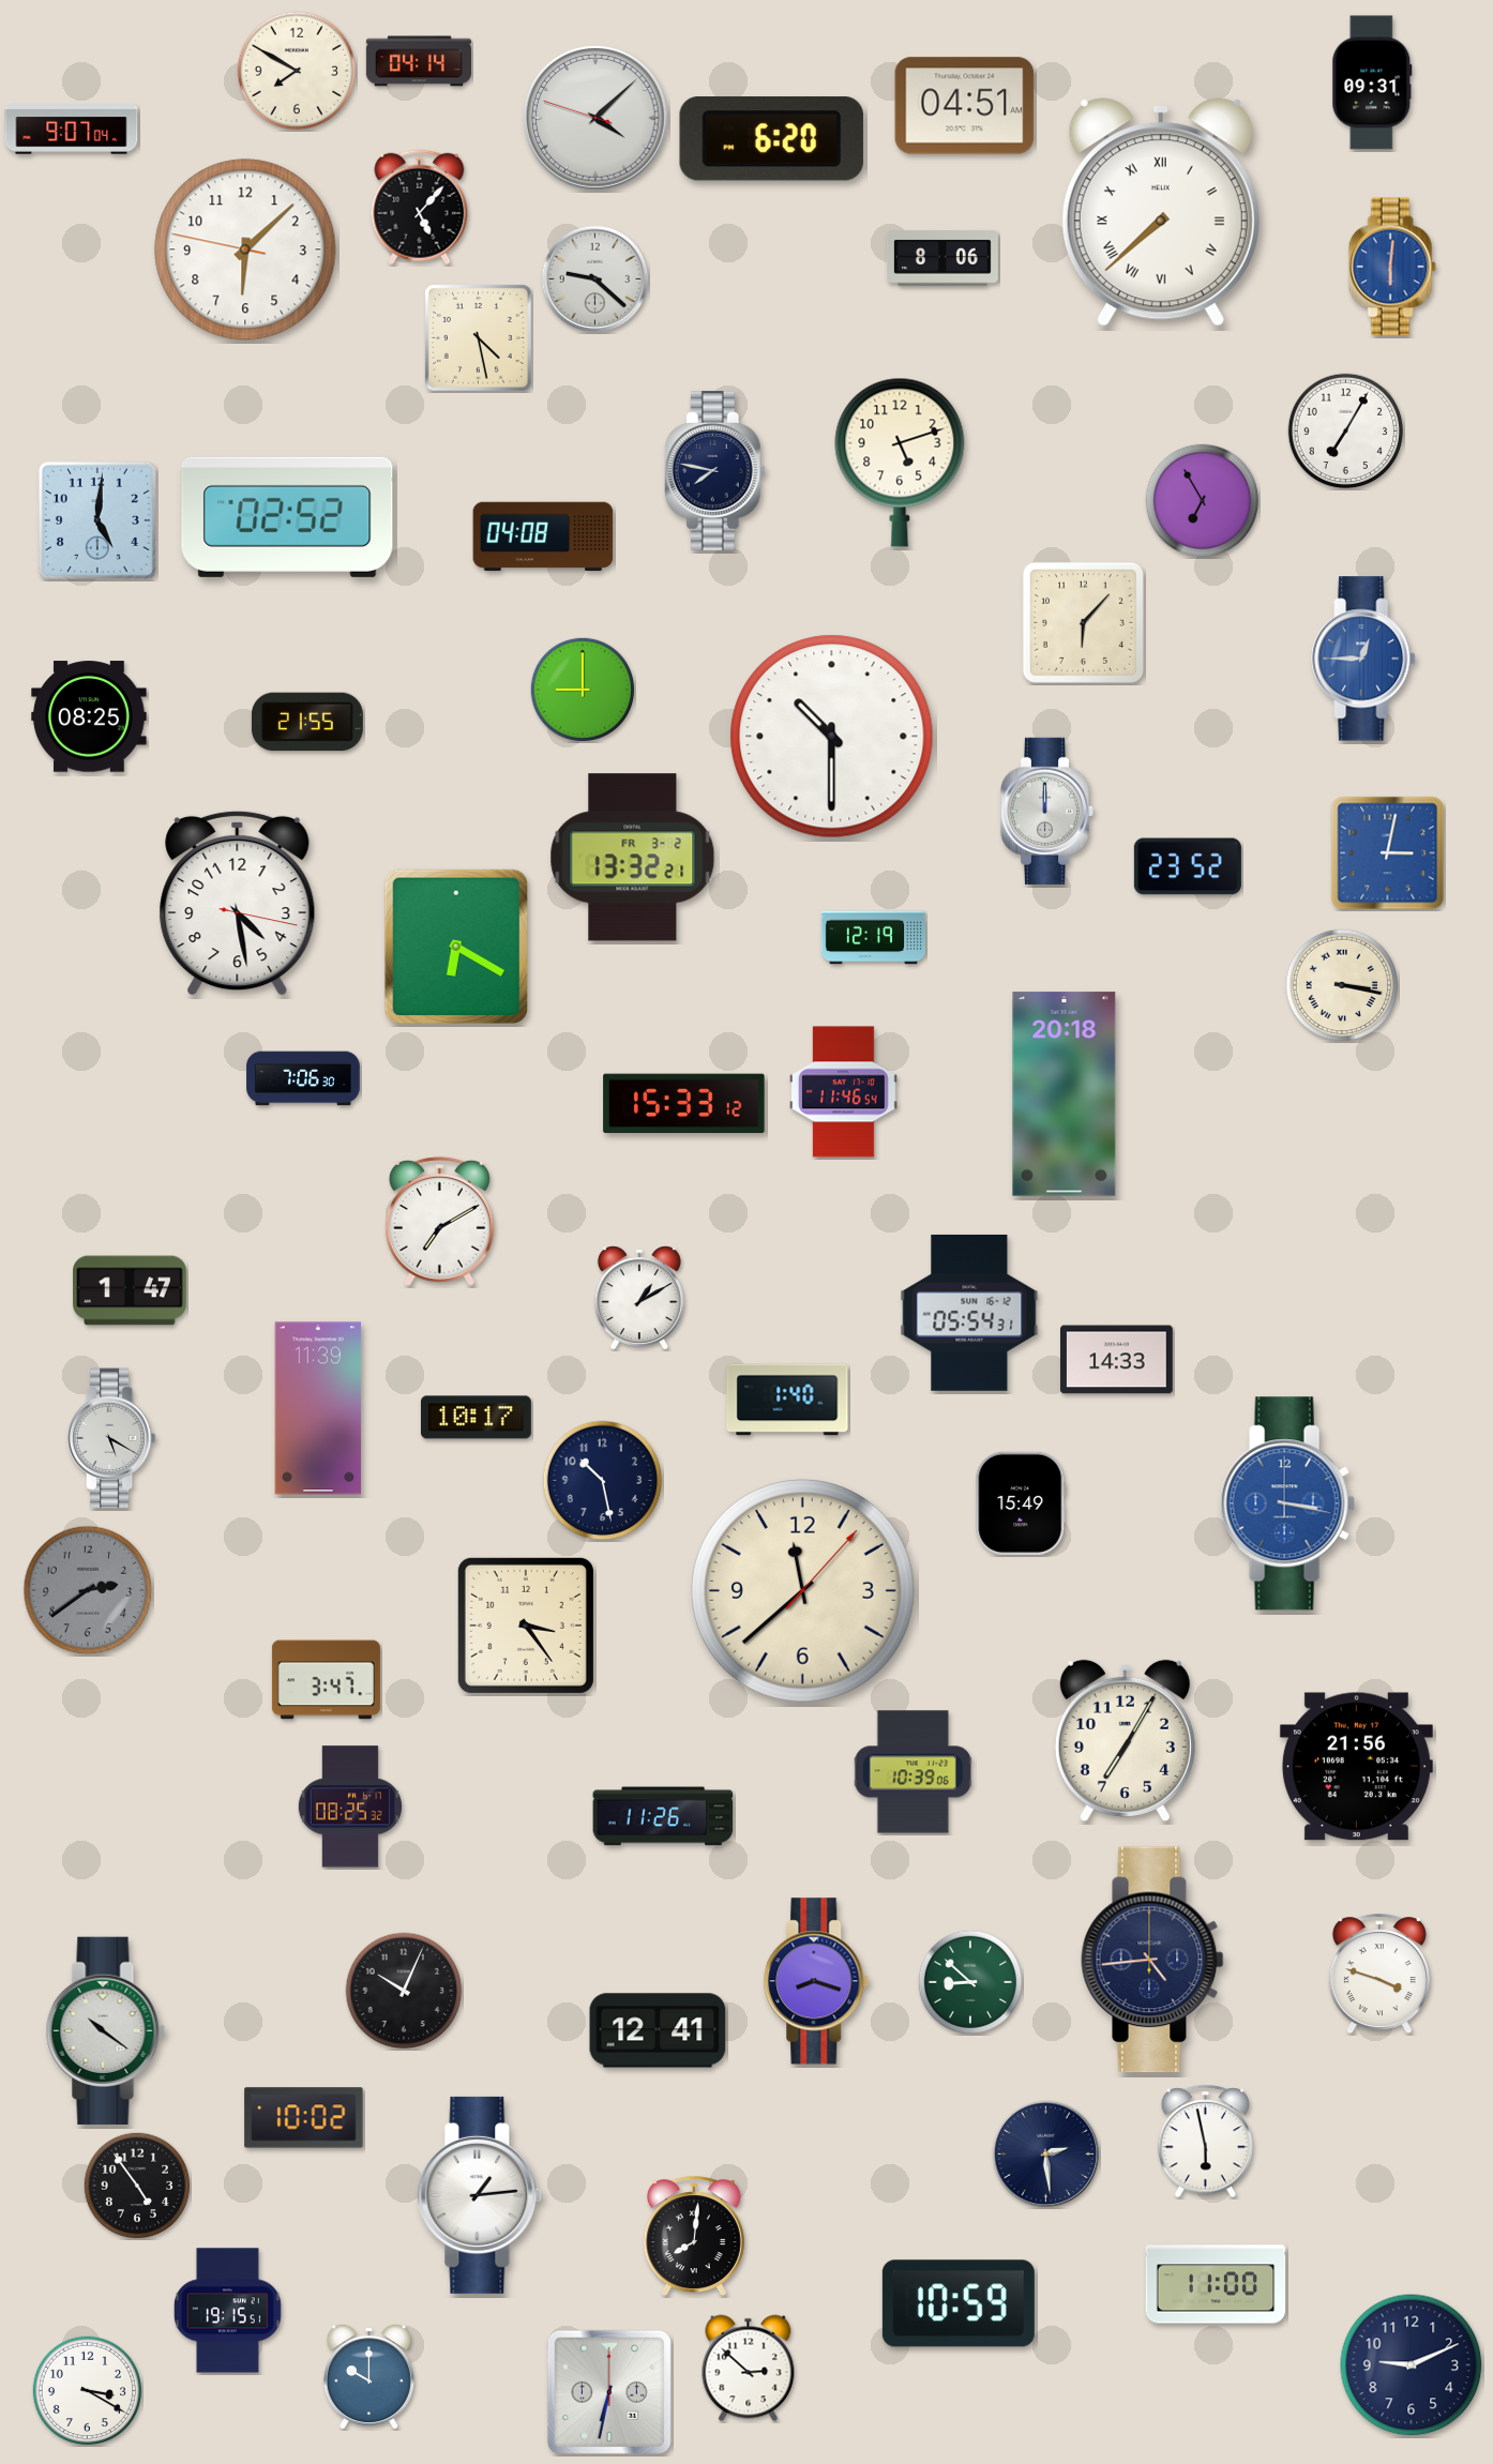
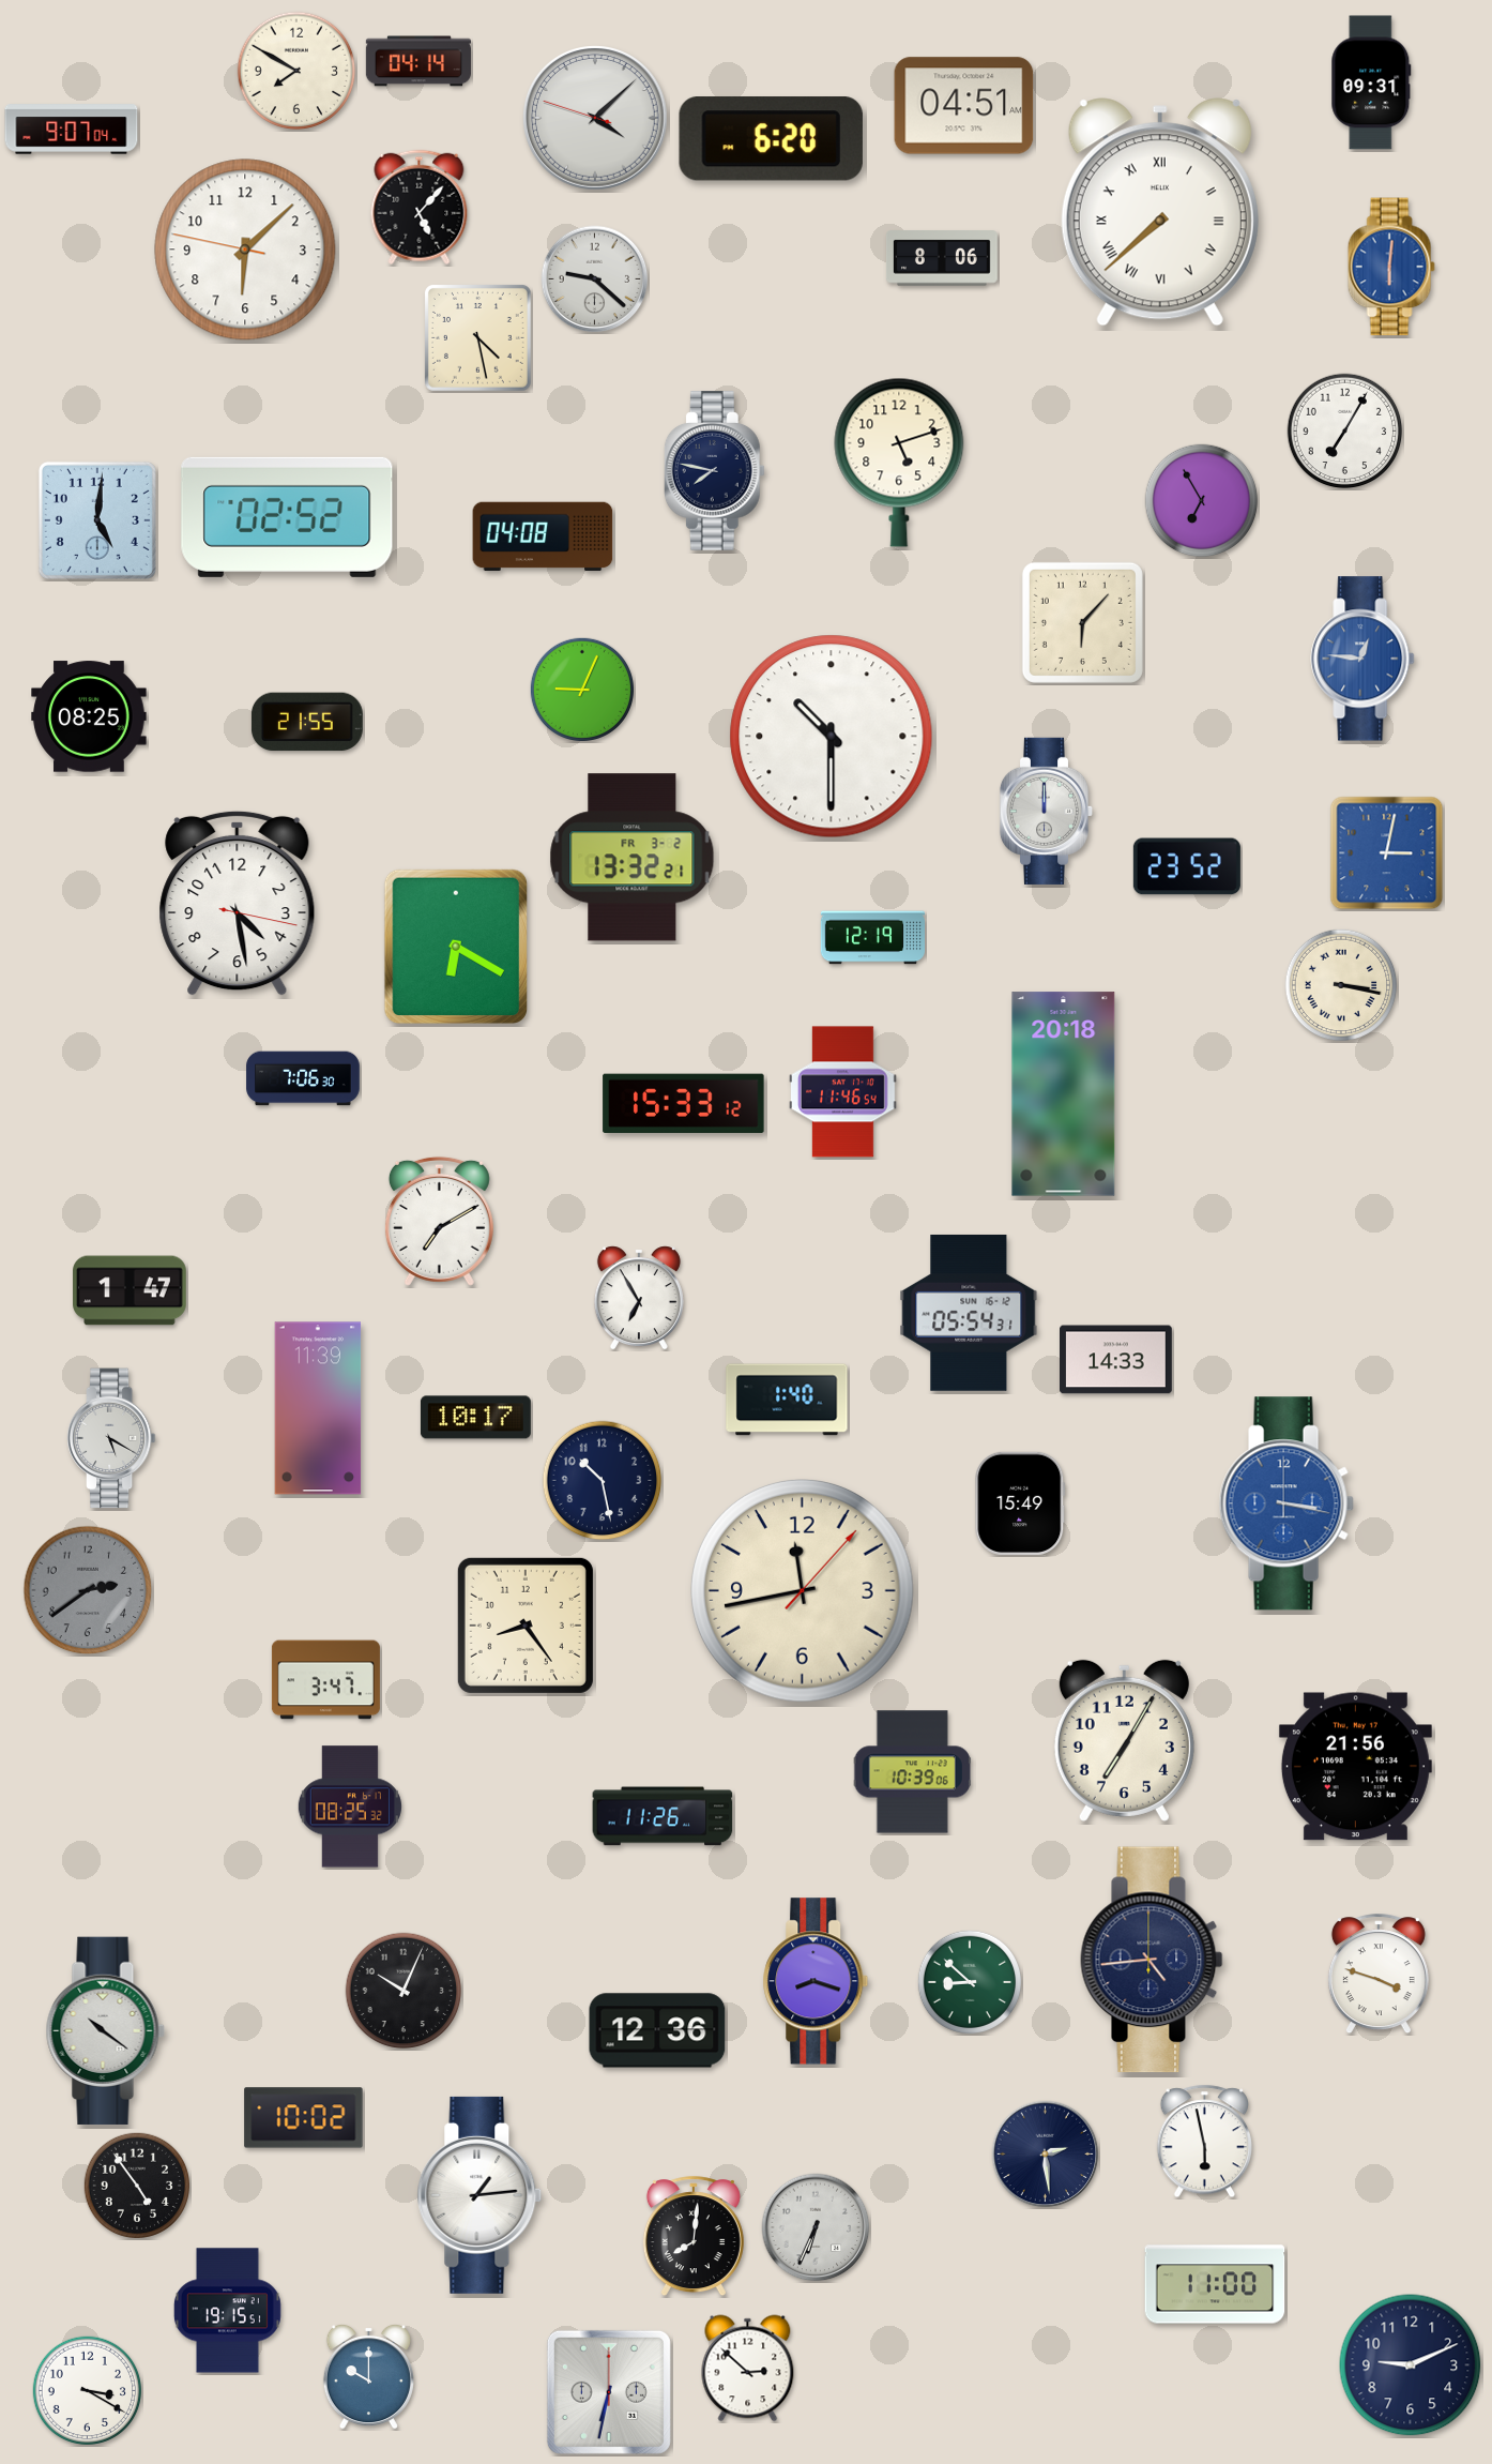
clock at (1363, 659): 12:45 -> 12:46
clock at (582, 689): 9:00 -> 9:04
clock at (639, 1298): 1:10 -> 6:55
clock at (803, 1591): 11:38 -> 11:43
clock at (526, 1626): 3:24 -> 8:24
clock at (658, 2030): 12:41 -> 12:36
clock at (816, 2227): none -> 6:34
clock at (959, 2303): 10:59 -> none
